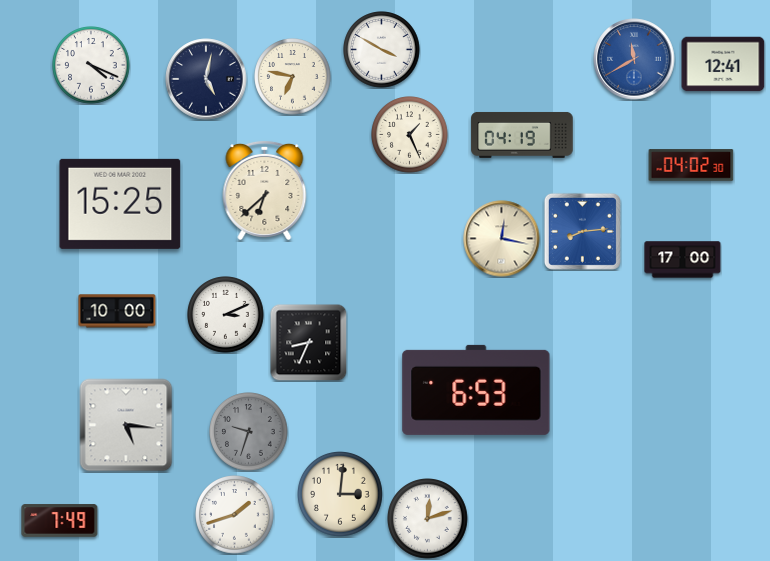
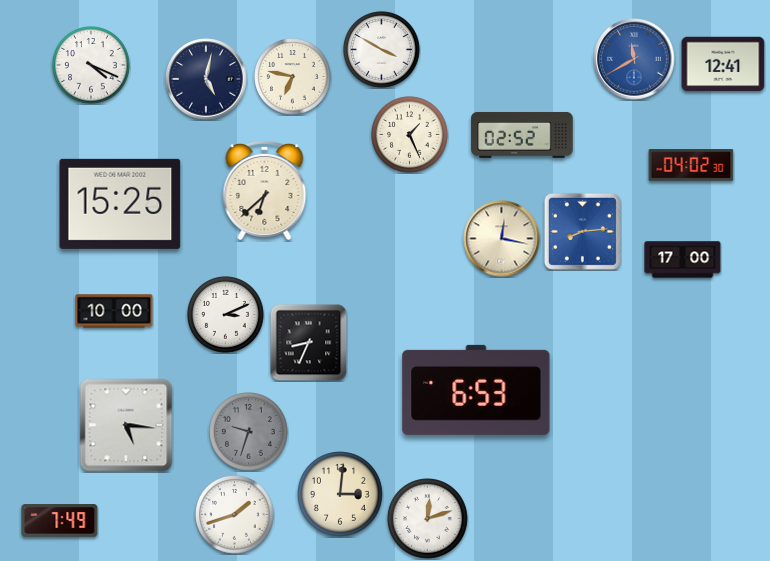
clock at (522, 135): 04:19 -> 02:52
clock at (117, 311) position: (117, 311) -> (114, 311)
